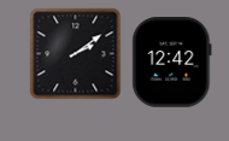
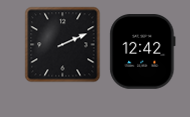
clock at (76, 54): 2:09 -> 2:11
